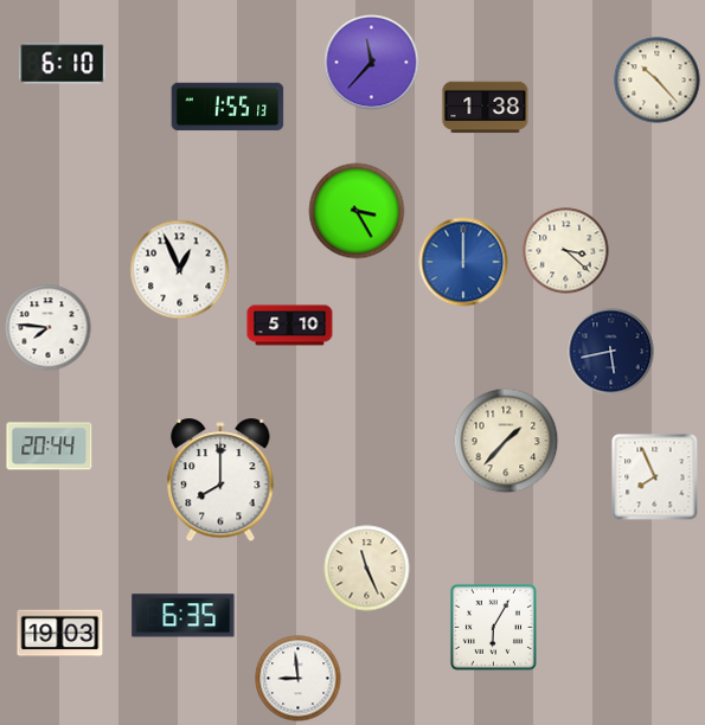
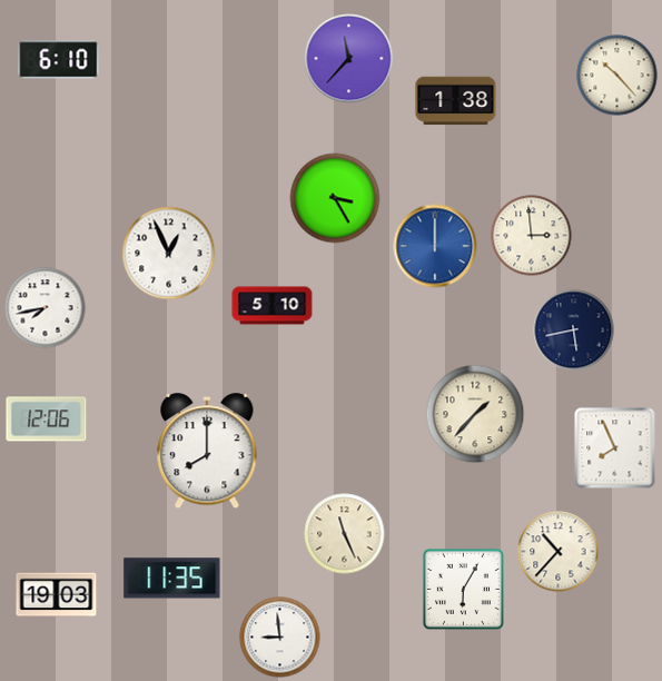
clock at (227, 107): 1:55 -> none
clock at (566, 251): 3:22 -> 2:59
clock at (49, 328): 7:46 -> 7:43
clock at (50, 447): 20:44 -> 12:06
clock at (559, 552): none -> 10:37
clock at (184, 616): 6:35 -> 11:35
